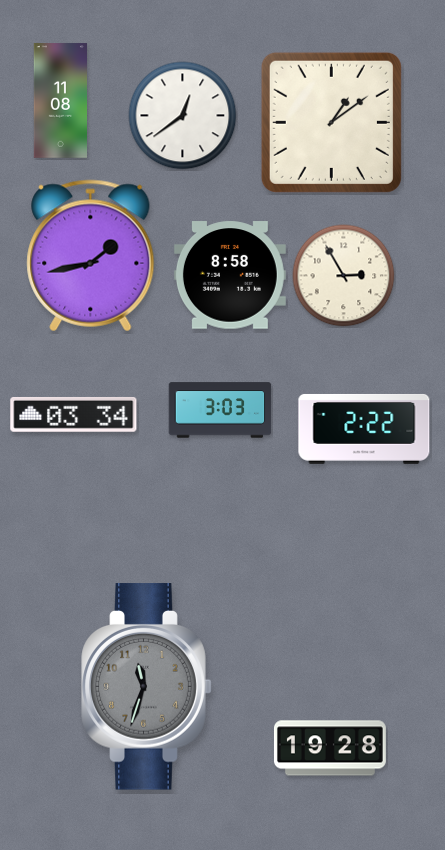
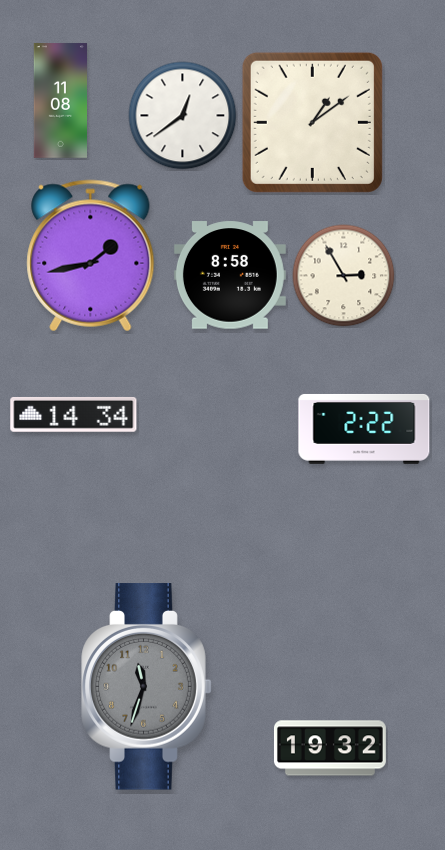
clock at (331, 122) position: (331, 122) -> (312, 122)
clock at (220, 410): 3:03 -> none
clock at (74, 414): 03:34 -> 14:34
clock at (330, 748): 19:28 -> 19:32
